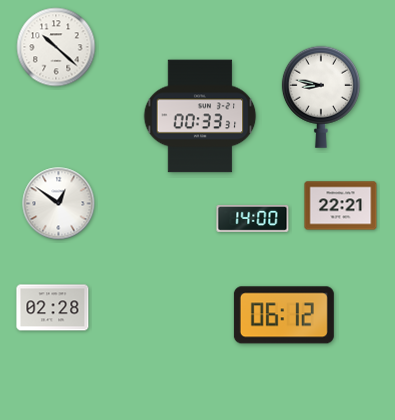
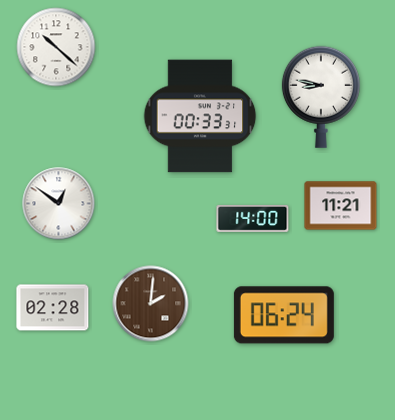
clock at (341, 206): 22:21 -> 11:21
clock at (151, 304): none -> 2:01
clock at (284, 315): 06:12 -> 06:24
